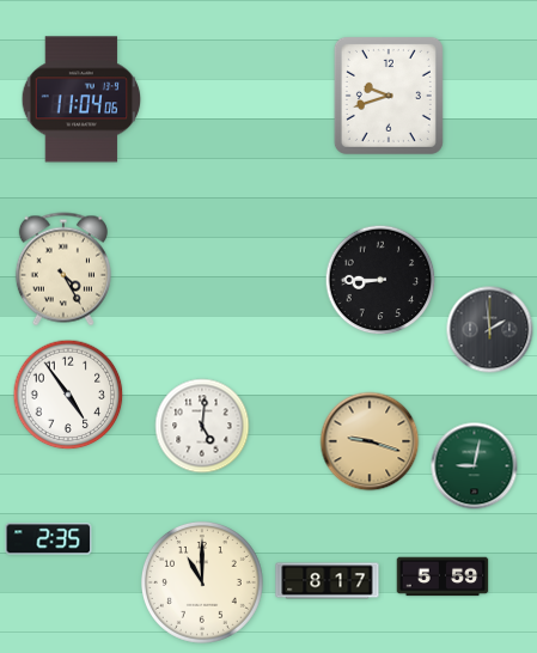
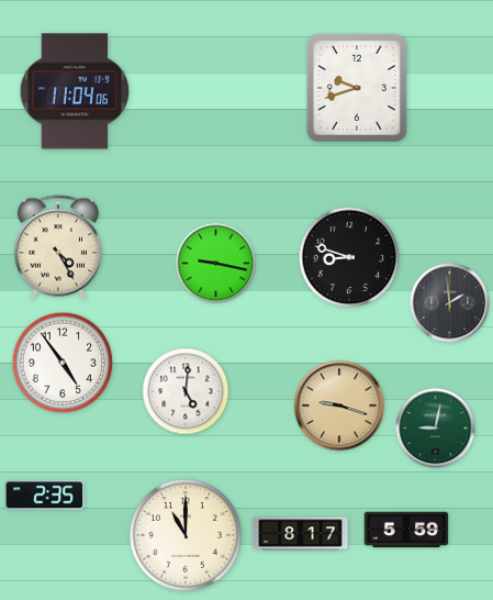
clock at (380, 280): 8:45 -> 8:48
clock at (216, 264): none -> 9:17
